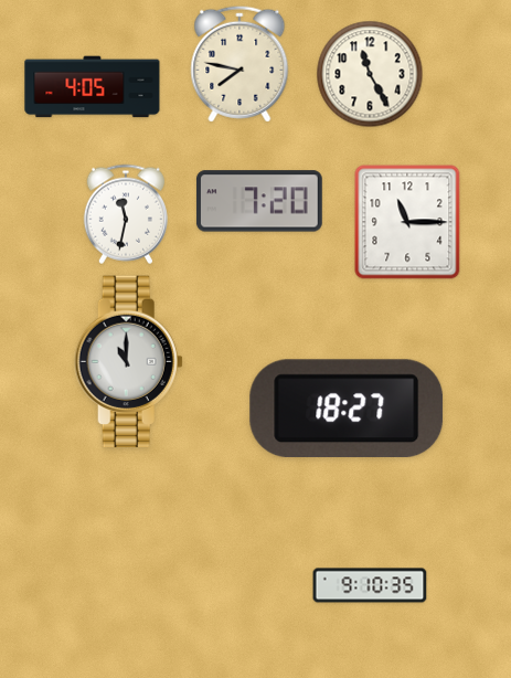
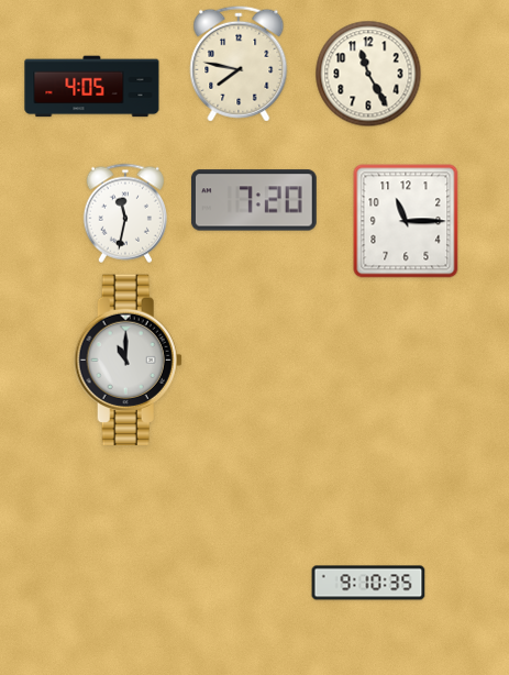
clock at (259, 201) position: (259, 201) -> (254, 200)
clock at (347, 407): 18:27 -> none
